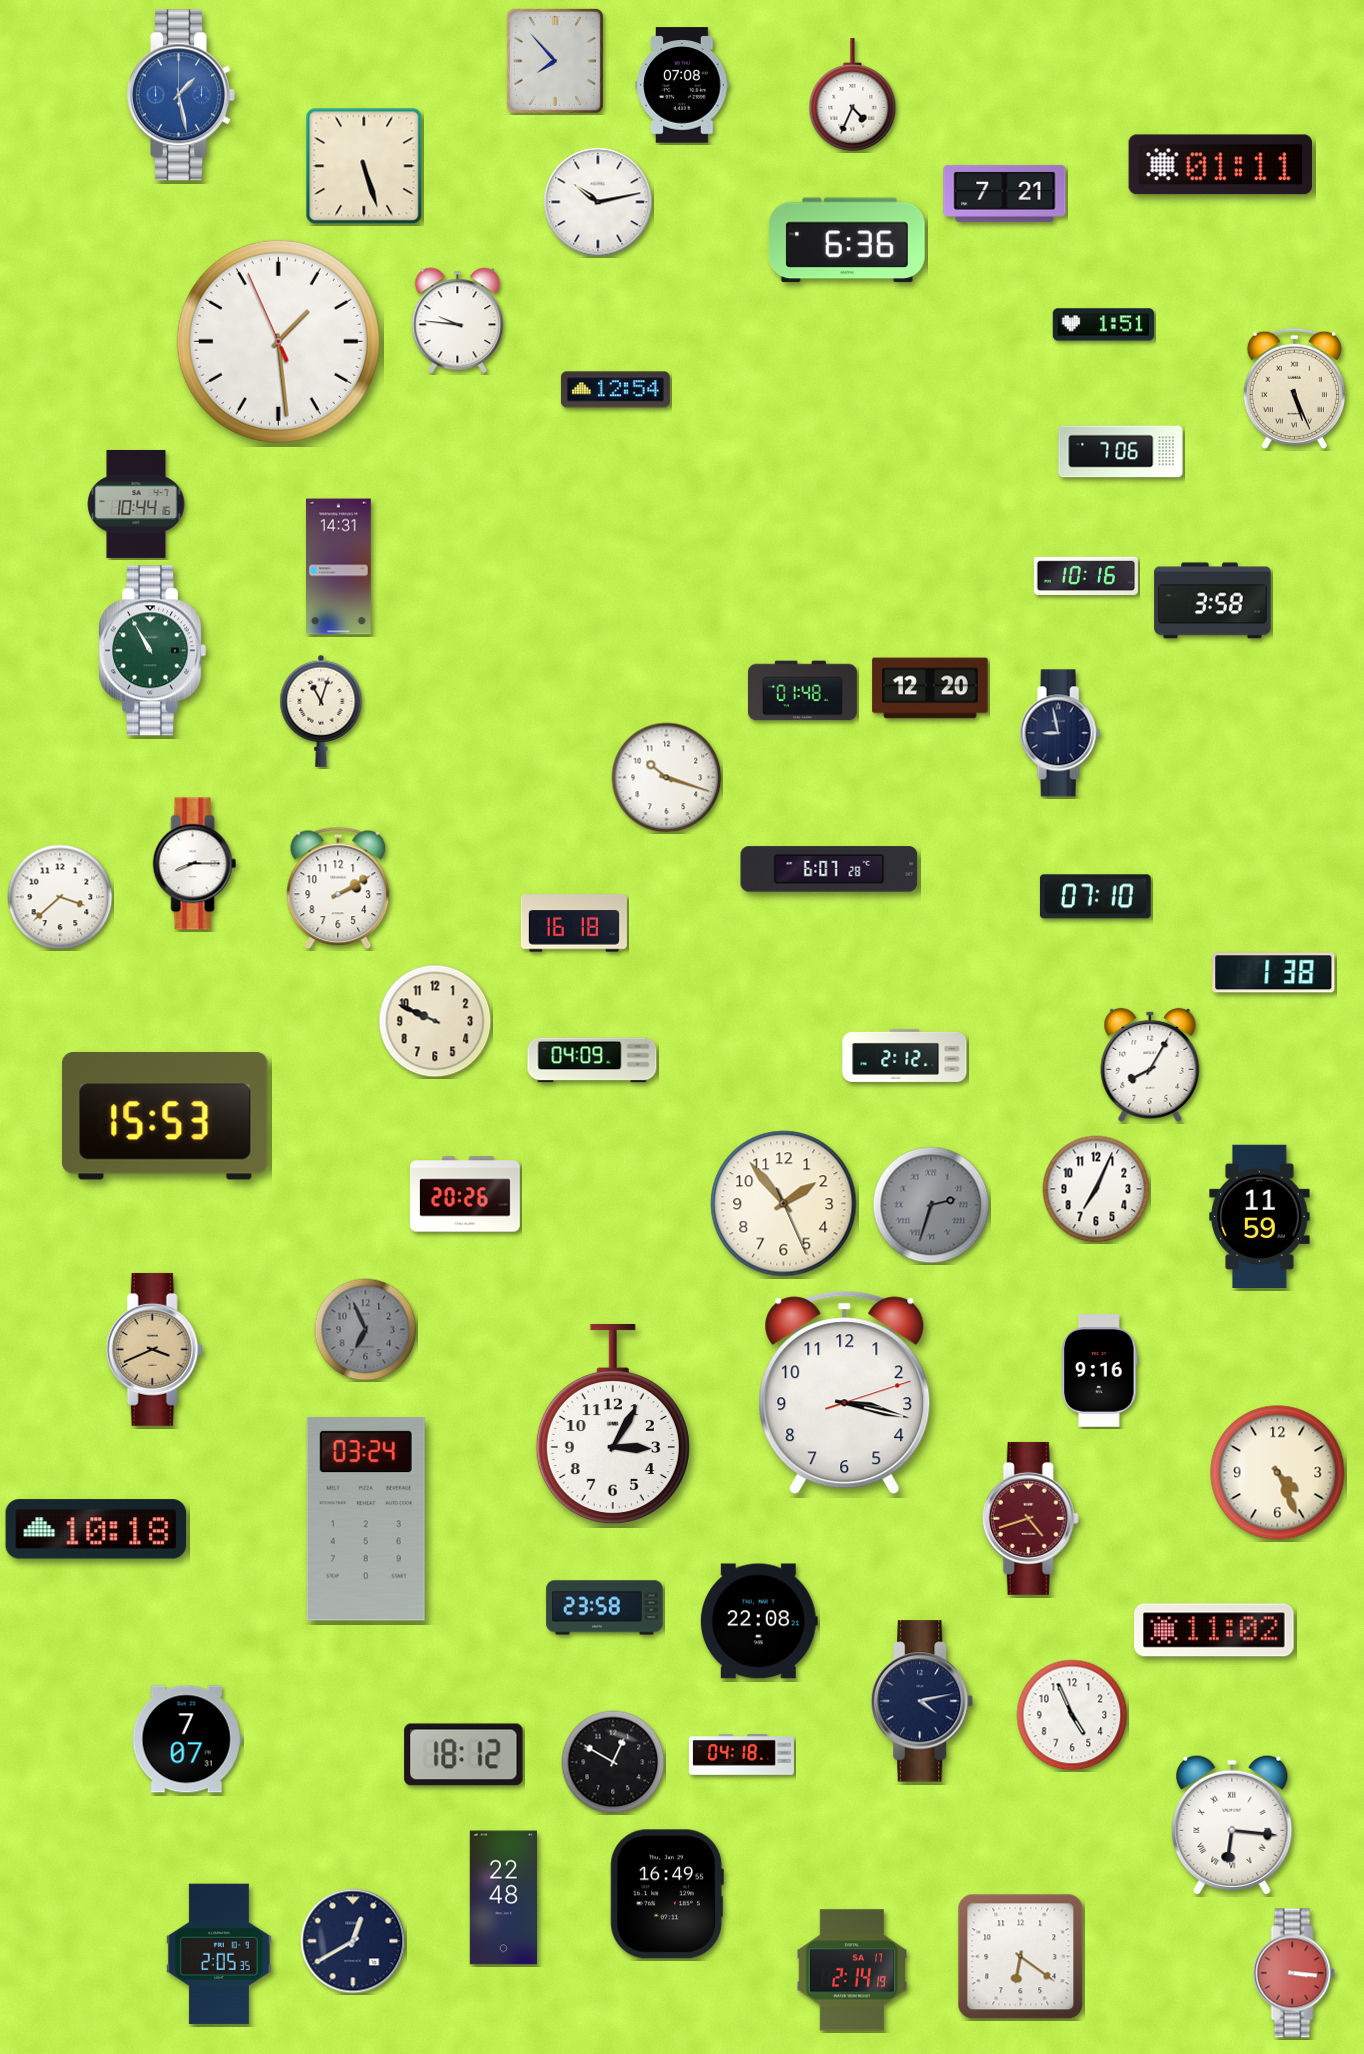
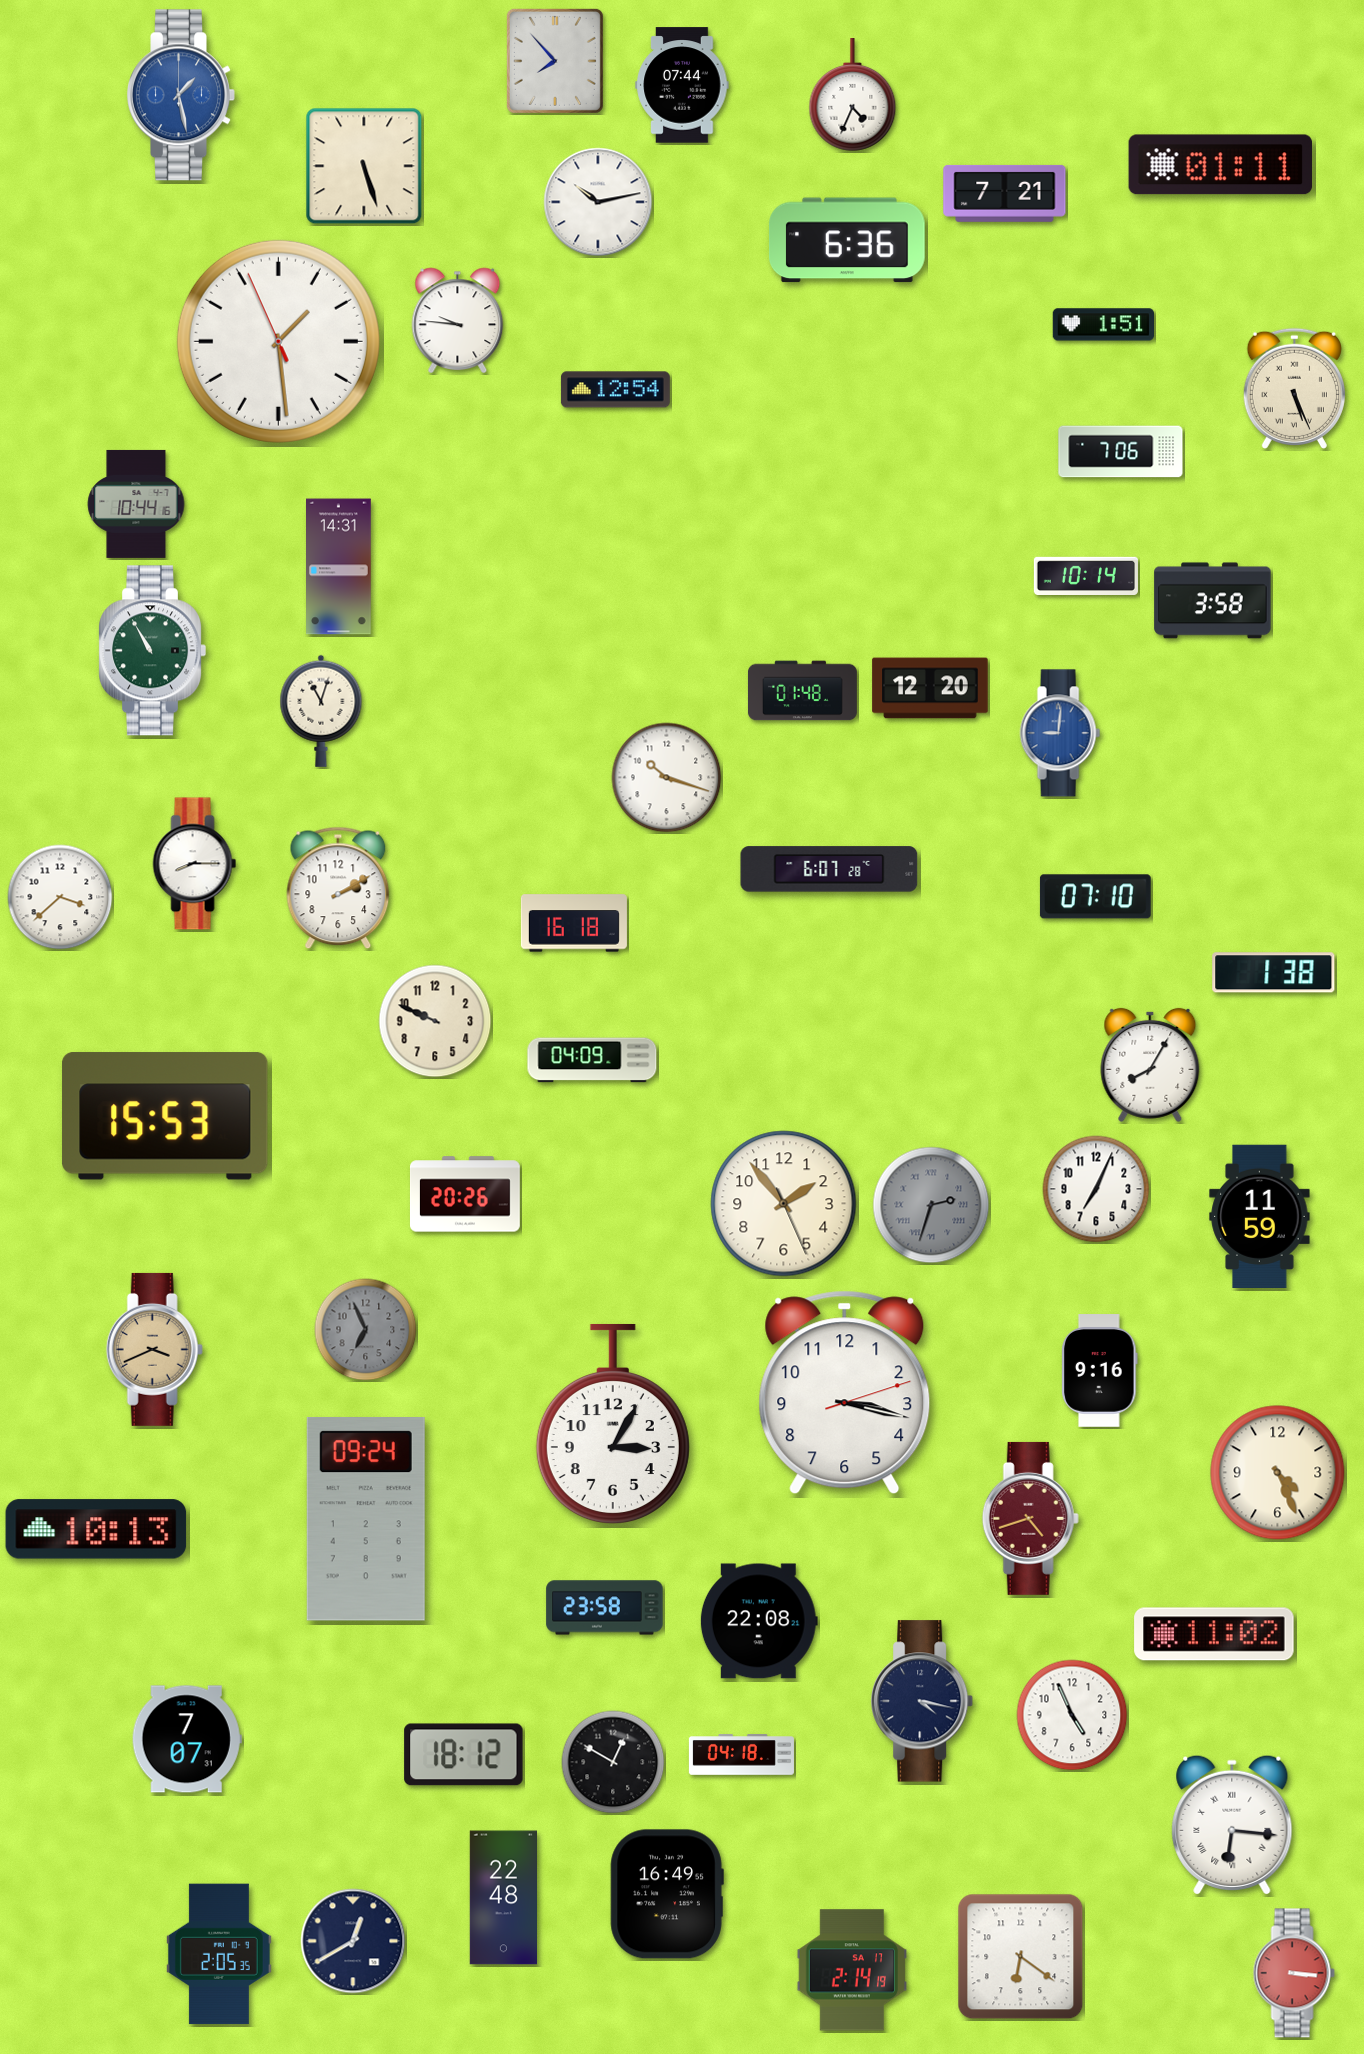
clock at (682, 85): 07:08 -> 07:44
clock at (1086, 575): 10:16 -> 10:14
clock at (1060, 733): 8:58 -> 9:01
clock at (1060, 733) dial: navy -> blue
clock at (905, 1055): 2:12 -> none
clock at (366, 1520): 03:24 -> 09:24
clock at (96, 1529): 10:18 -> 10:13
clock at (1214, 1630) position: (1214, 1630) -> (1214, 1634)
clock at (923, 1701): 4:13 -> 4:17
